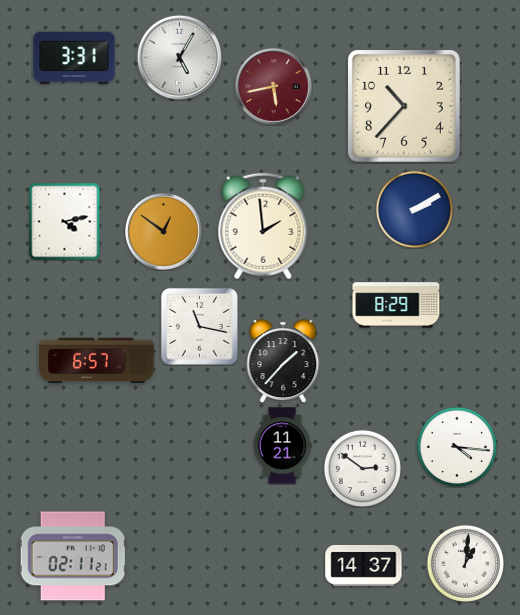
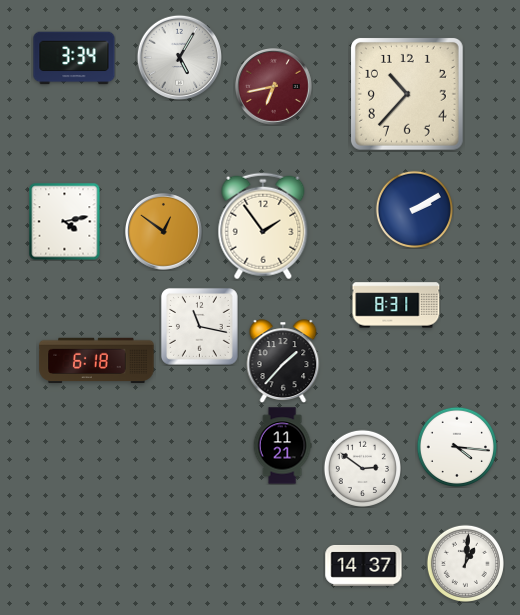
clock at (74, 58): 3:31 -> 3:34
clock at (274, 87): 5:43 -> 6:43
clock at (404, 106) position: (404, 106) -> (407, 94)
clock at (263, 226): 1:59 -> 1:54
clock at (396, 305): 8:29 -> 8:31
clock at (97, 361): 6:57 -> 6:18
clock at (73, 556): 02:11 -> none
